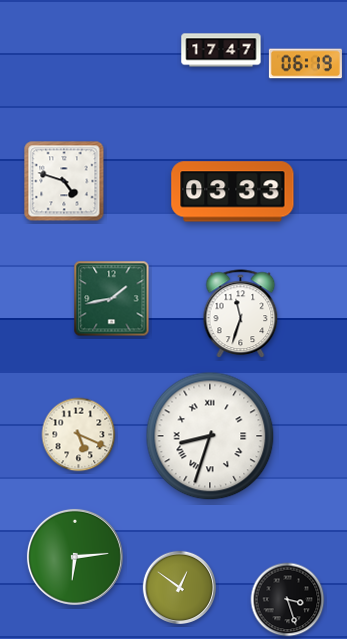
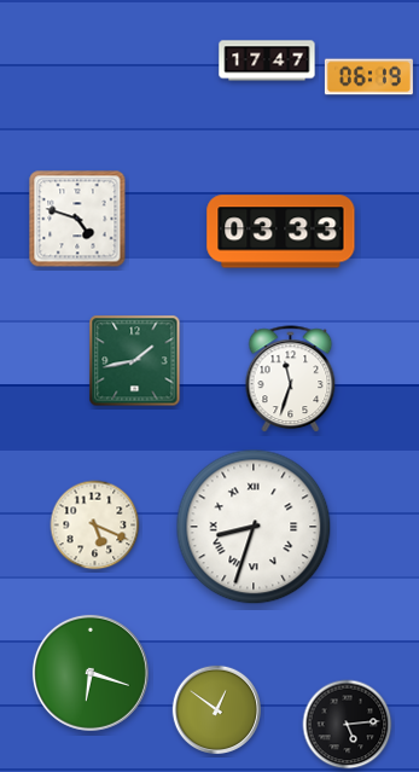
clock at (75, 557): 6:14 -> 6:18
clock at (288, 600): 3:27 -> 5:14
